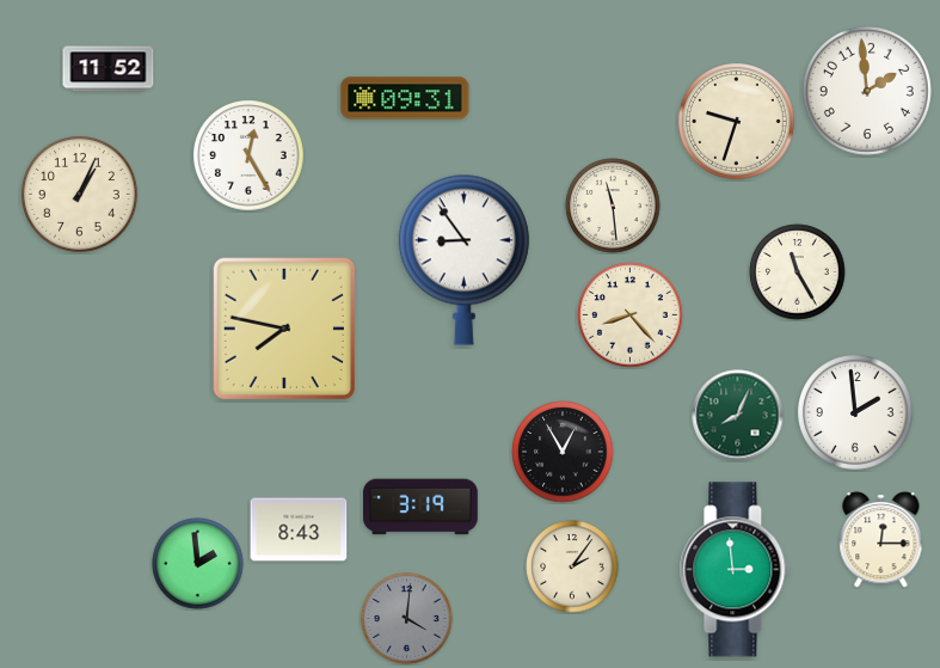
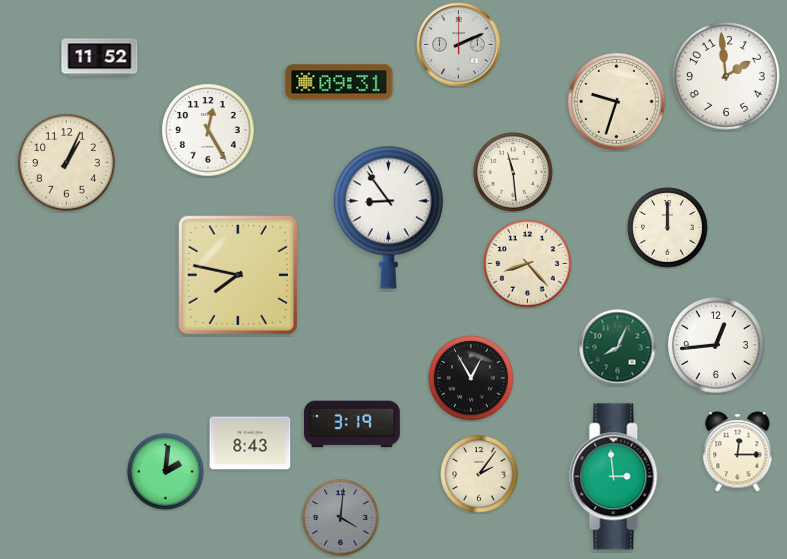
clock at (459, 45): none -> 2:11
clock at (109, 69) position: (109, 69) -> (100, 58)
clock at (798, 272): 11:25 -> 12:00
clock at (856, 413): 1:59 -> 12:44
clock at (198, 564): 1:59 -> 2:01
